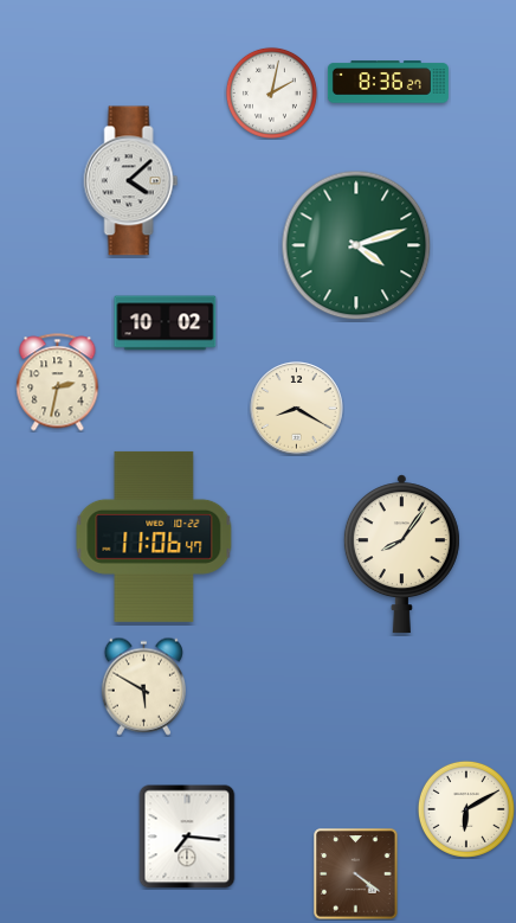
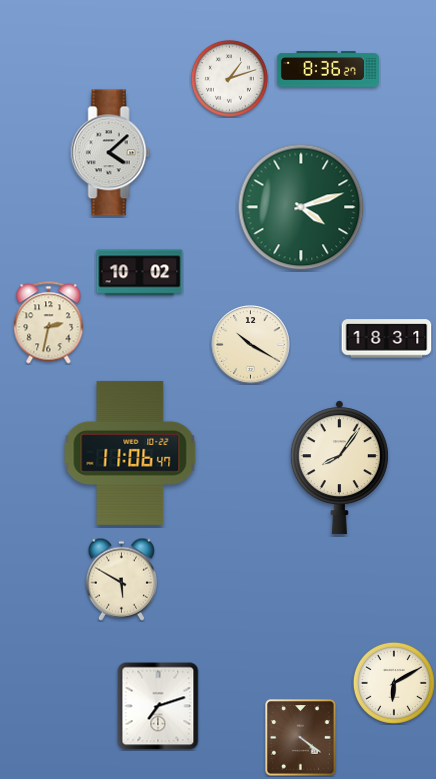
clock at (271, 92): 2:02 -> 1:12
clock at (387, 339): none -> 18:31
clock at (297, 409): 8:20 -> 10:20
clock at (187, 837): 7:16 -> 7:12
